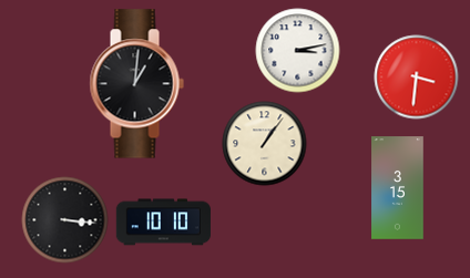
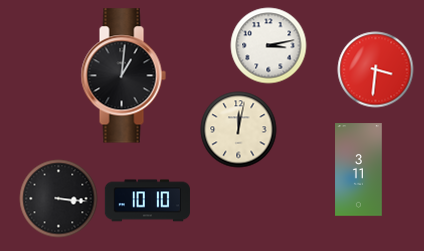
clock at (265, 144): 1:06 -> 12:02
clock at (398, 188): 3:15 -> 3:11
